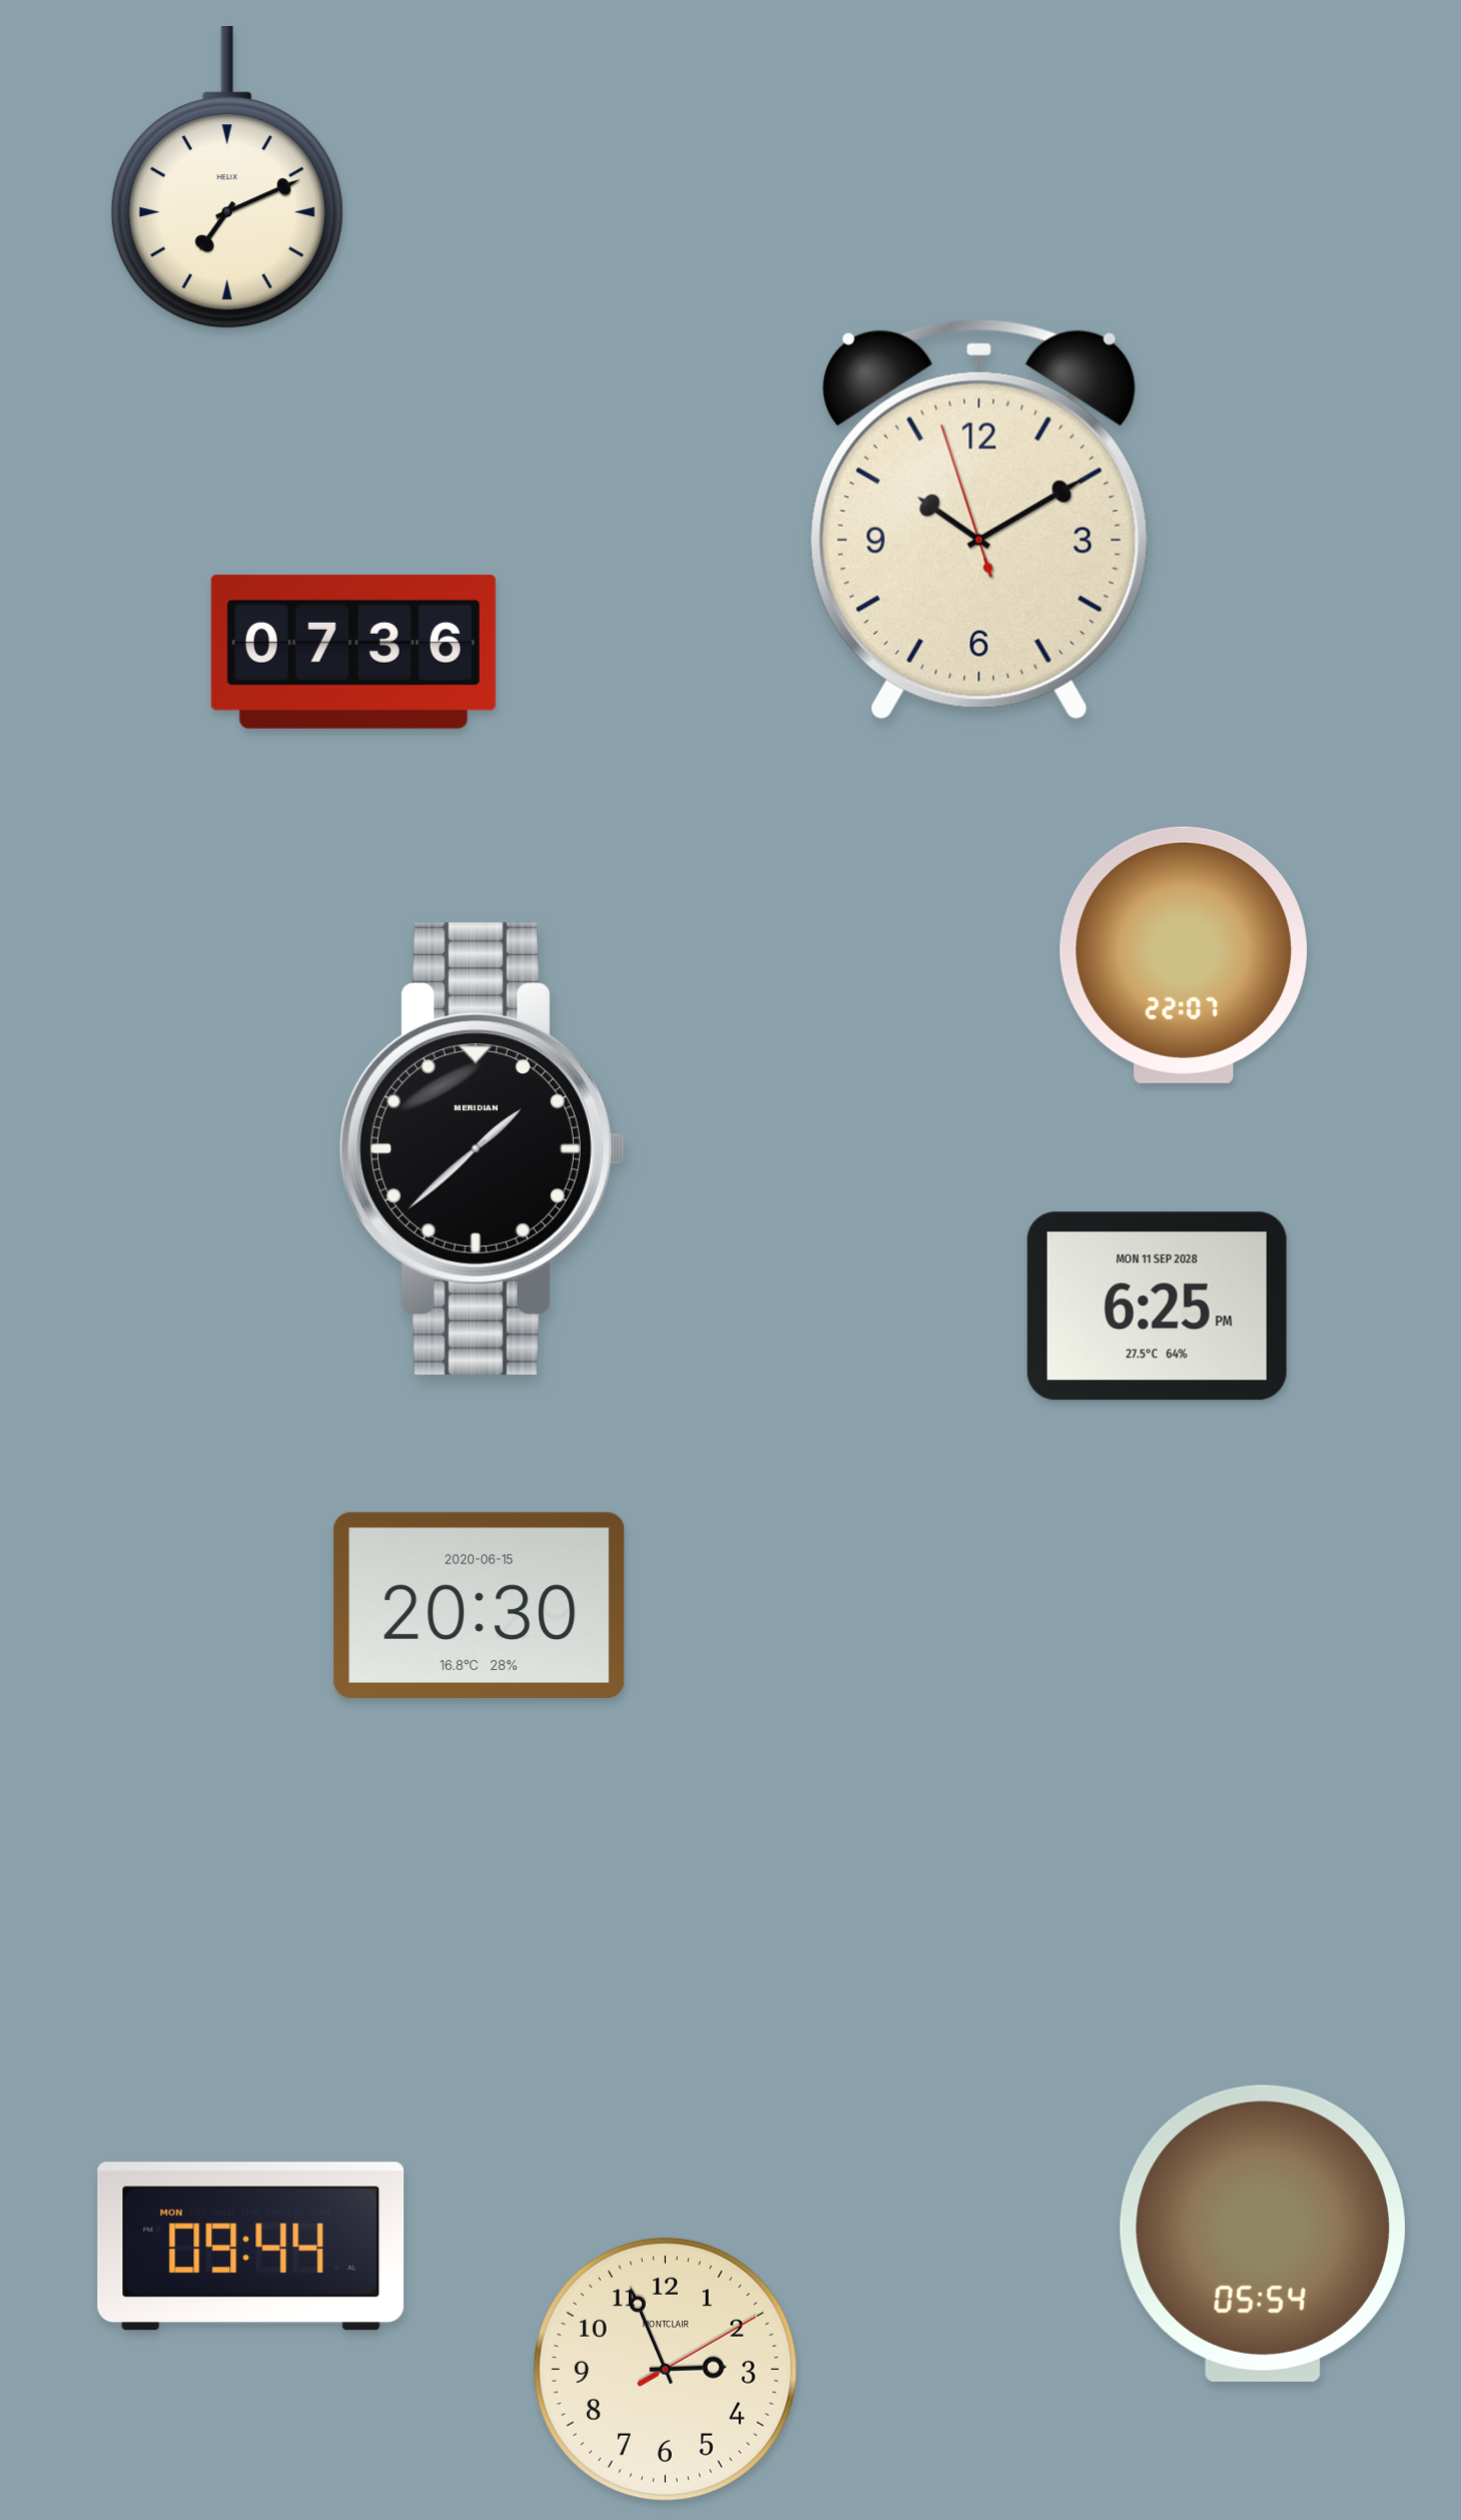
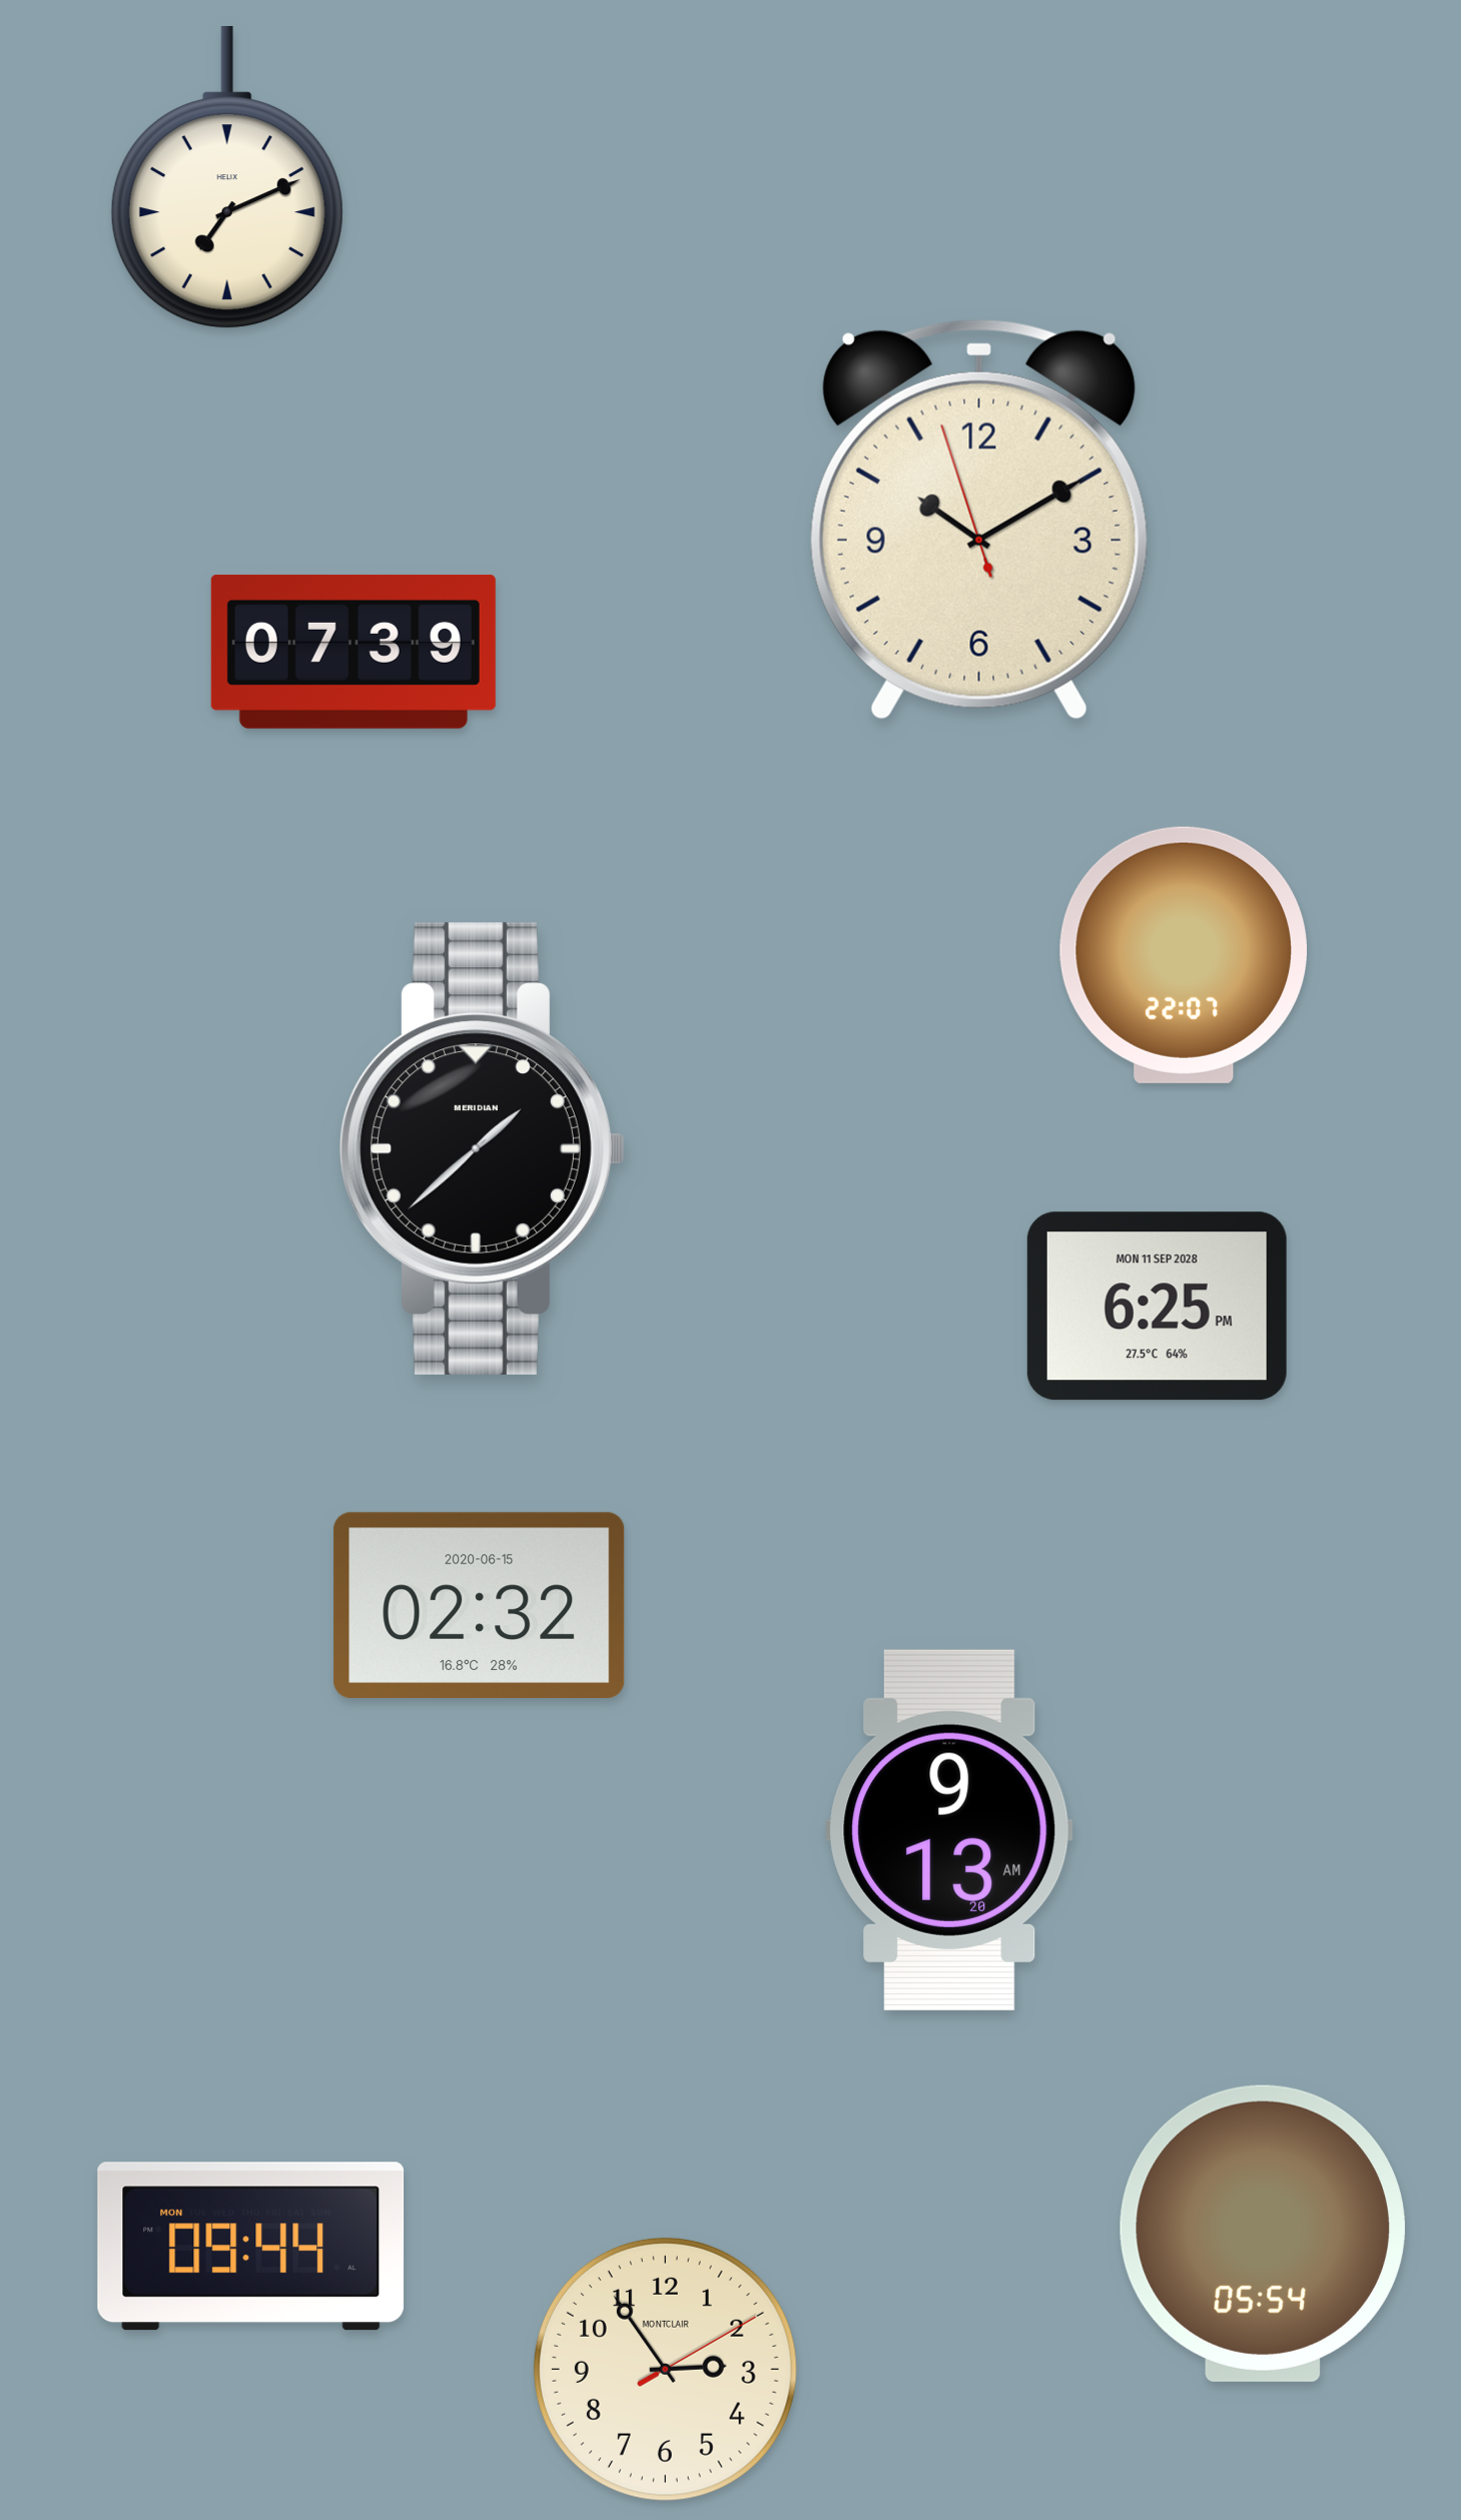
clock at (353, 652): 07:36 -> 07:39
clock at (480, 1605): 20:30 -> 02:32
clock at (949, 1830): none -> 9:13
clock at (665, 2369): 2:56 -> 2:54
